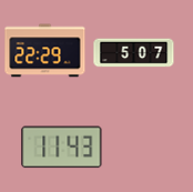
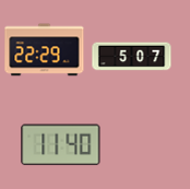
clock at (134, 53) position: (134, 53) -> (132, 57)
clock at (62, 148): 11:43 -> 11:40
